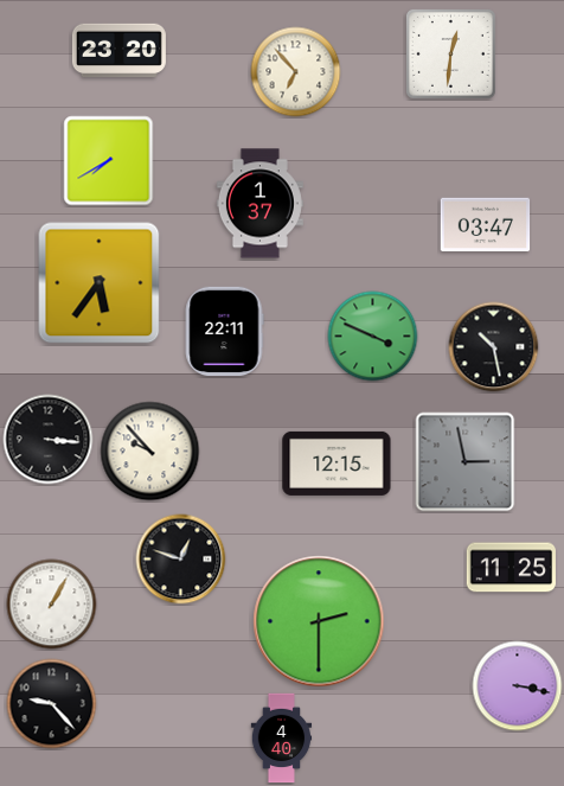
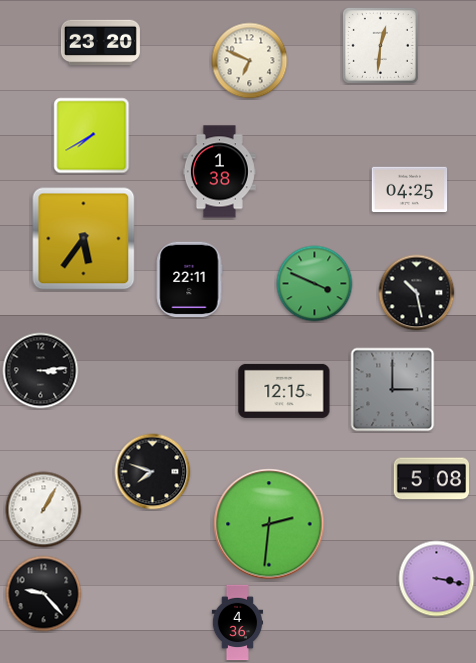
clock at (296, 72): 6:53 -> 6:49
clock at (259, 204): 1:37 -> 1:38
clock at (486, 225): 03:47 -> 04:25
clock at (49, 440): 3:16 -> 3:14
clock at (150, 452): 9:53 -> none
clock at (466, 462): 2:58 -> 3:00
clock at (181, 560): 12:48 -> 7:48
clock at (511, 568): 11:25 -> 5:08
clock at (319, 621): 2:30 -> 2:31
clock at (282, 739): 4:40 -> 4:36
